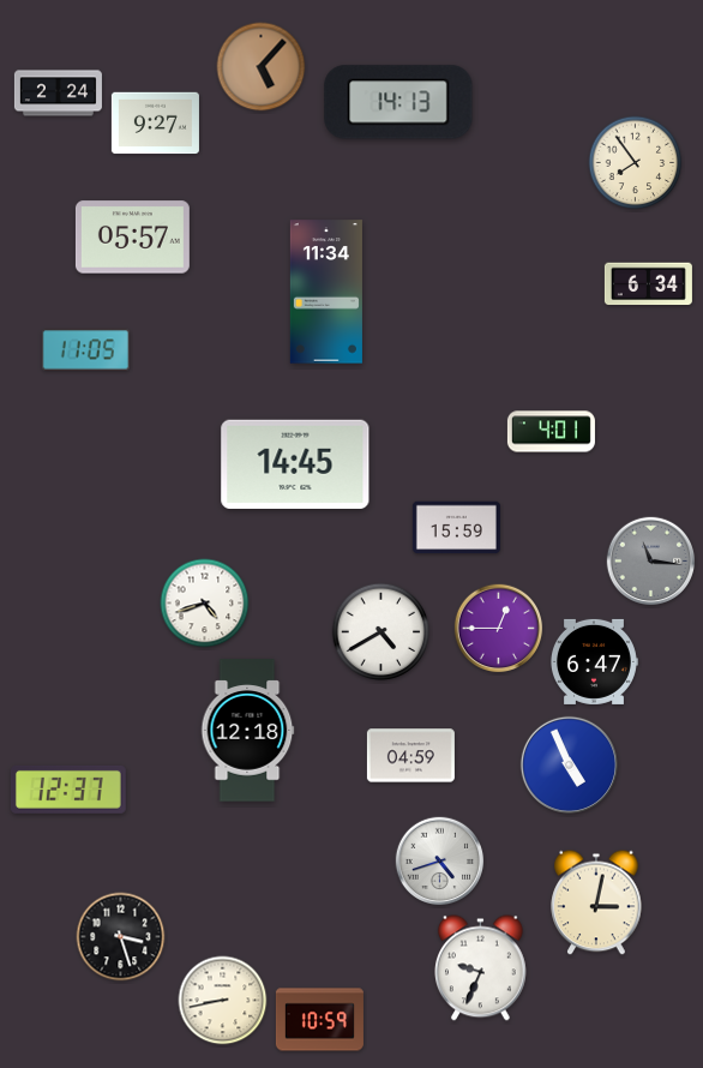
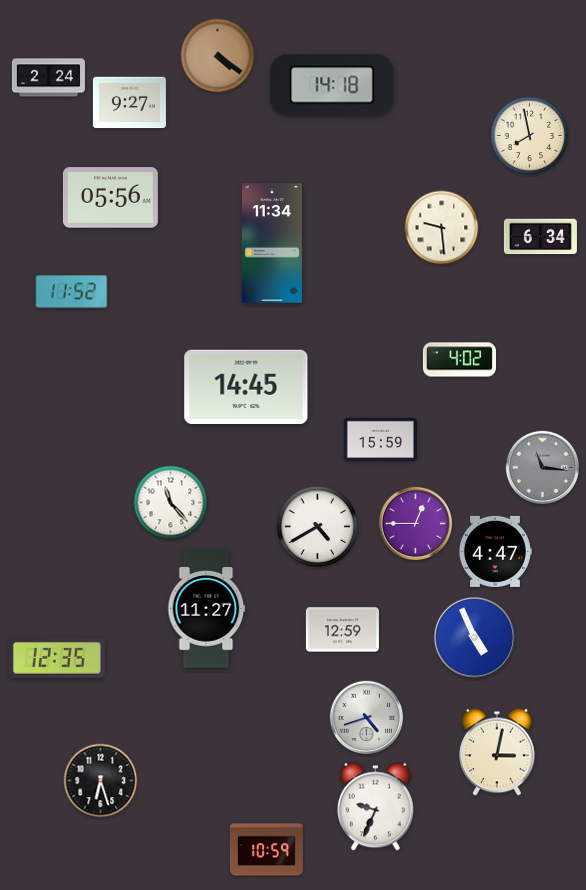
clock at (262, 67): 5:07 -> 4:21
clock at (398, 102): 14:13 -> 14:18
clock at (636, 163): 7:54 -> 7:58
clock at (132, 238): 05:57 -> 05:56
clock at (442, 228): none -> 9:29
clock at (85, 350): 11:05 -> 11:52
clock at (551, 432): 4:01 -> 4:02
clock at (205, 604): 4:42 -> 11:23
clock at (595, 661): 6:47 -> 4:47
clock at (248, 731): 12:18 -> 11:27
clock at (410, 756): 04:59 -> 12:59
clock at (68, 790): 12:37 -> 12:35
clock at (121, 937): 3:27 -> 6:27
clock at (480, 968) position: (480, 968) -> (375, 807)
clock at (223, 1001): 8:43 -> none
